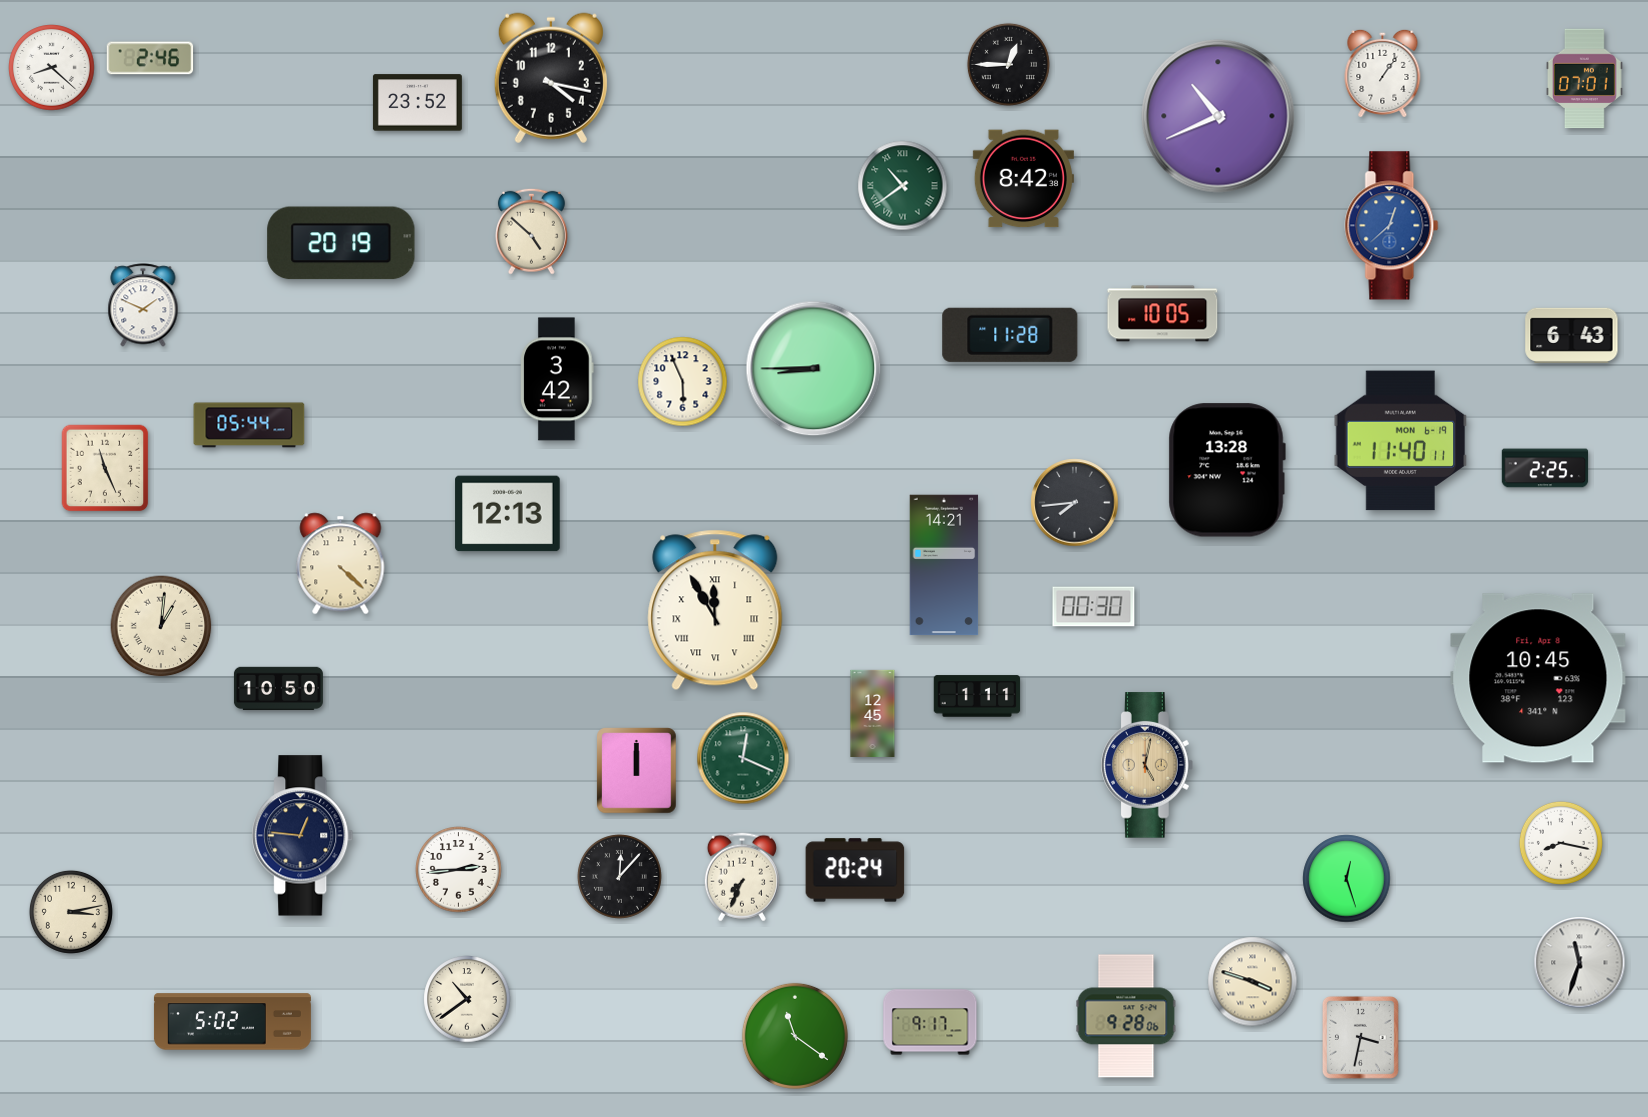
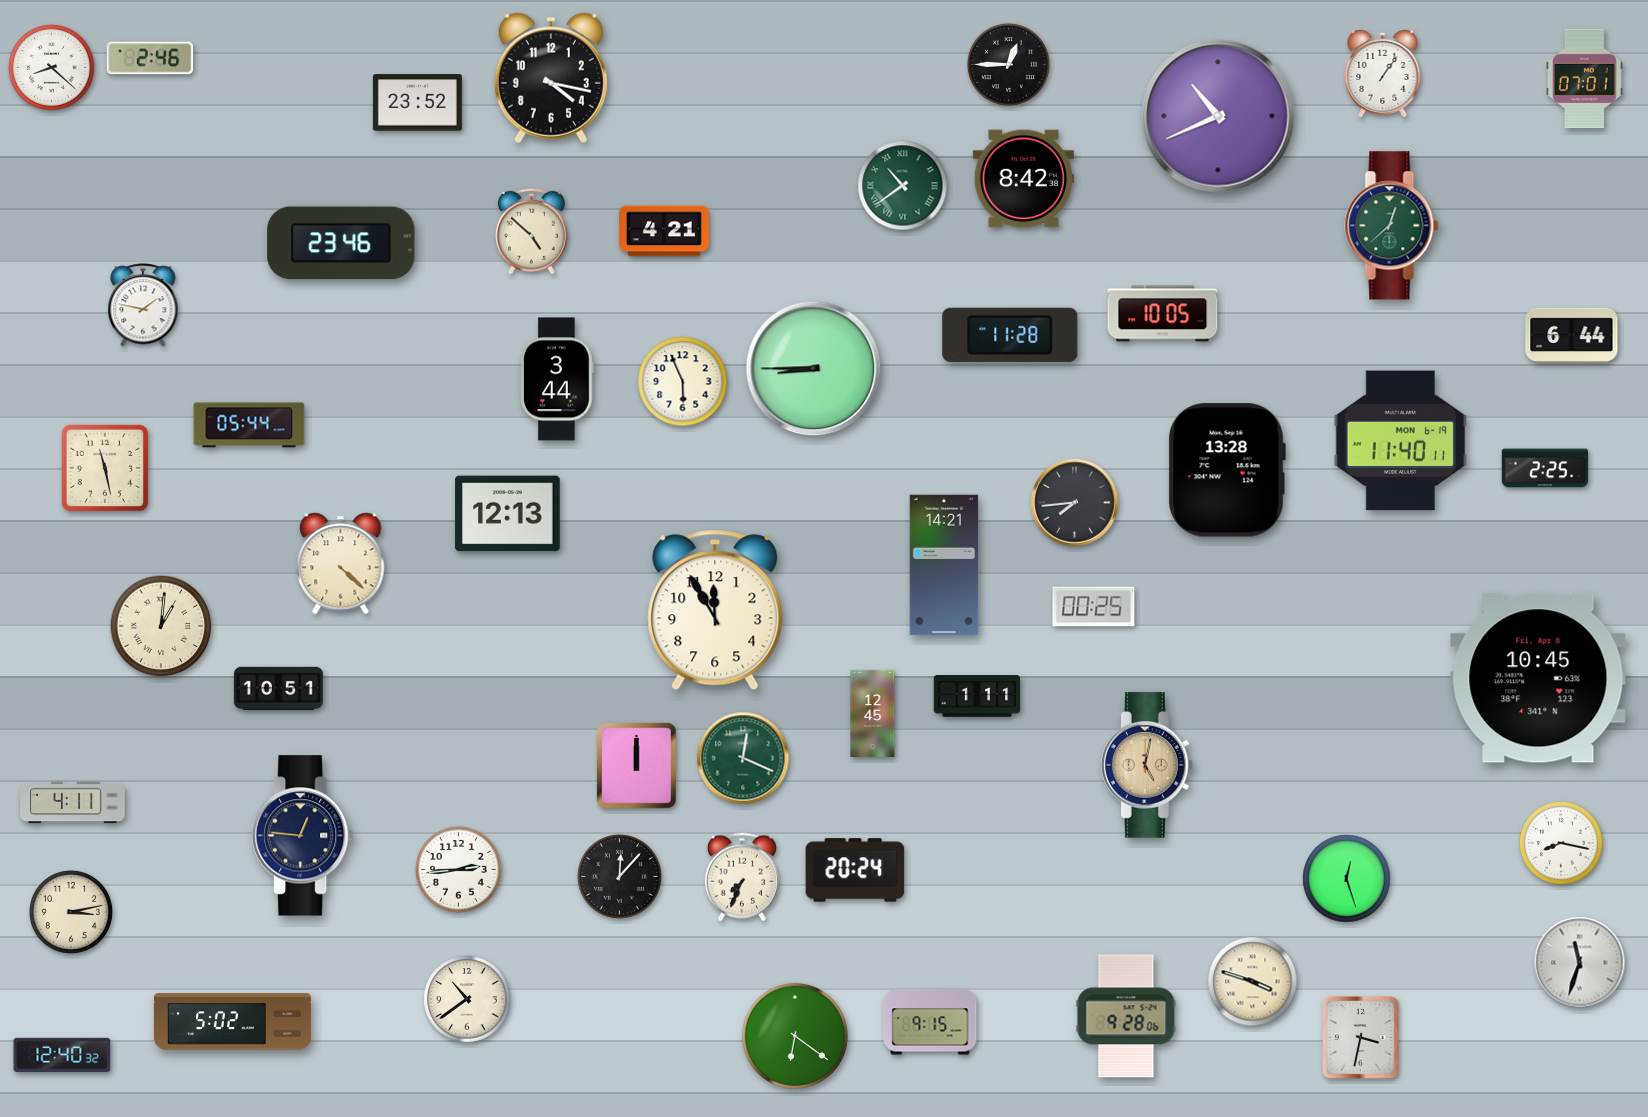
clock at (1392, 226) dial: blue -> green
clock at (664, 231): none -> 4:21
clock at (341, 243): 20:19 -> 23:46
clock at (143, 305): 1:49 -> 1:47
clock at (1572, 335): 6:43 -> 6:44
clock at (558, 379): 3:42 -> 3:44
clock at (105, 468): 11:26 -> 11:28
clock at (1094, 607): 00:30 -> 00:25
clock at (715, 610) numerals: Roman -> Arabic
clock at (278, 688): 10:50 -> 10:51
clock at (637, 771) position: (637, 771) -> (637, 766)
clock at (73, 803): none -> 4:11
clock at (930, 1022): 9:17 -> 9:15
clock at (795, 1036): 11:21 -> 6:21
clock at (62, 1055): none -> 12:40
